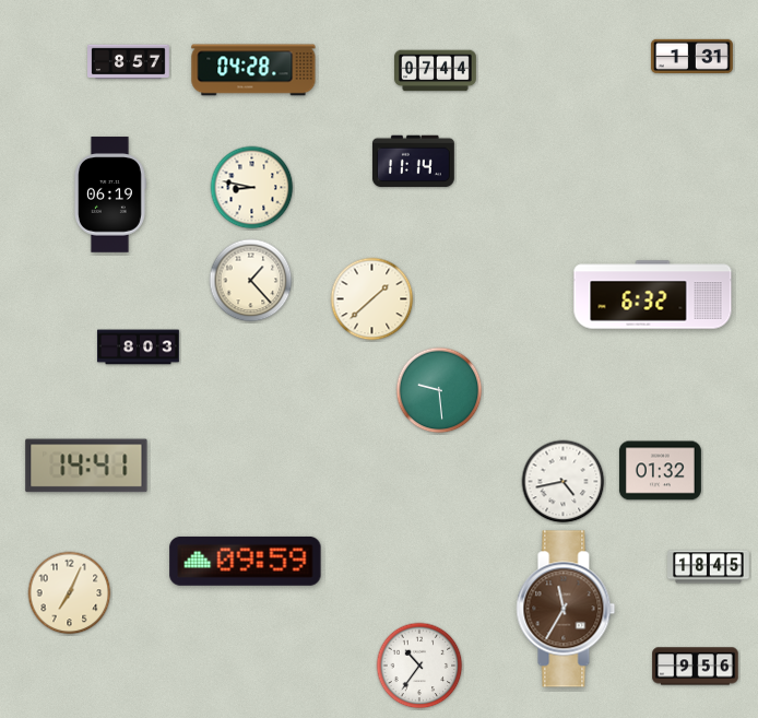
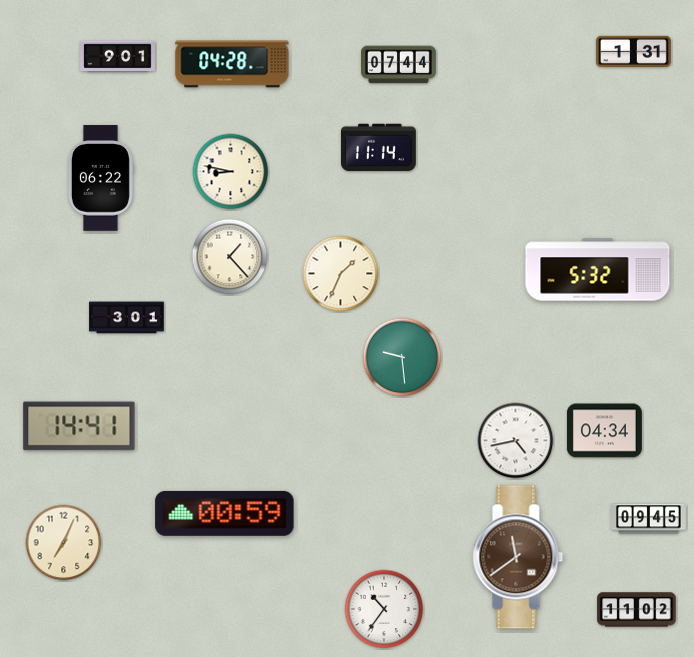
clock at (129, 62): 8:57 -> 9:01
clock at (109, 195): 06:19 -> 06:22
clock at (653, 295): 6:32 -> 5:32
clock at (372, 299): 1:38 -> 1:34
clock at (139, 348): 8:03 -> 3:01
clock at (660, 471): 01:32 -> 04:34
clock at (246, 561): 09:59 -> 00:59
clock at (709, 567): 18:45 -> 09:45
clock at (566, 609): 11:35 -> 11:39
clock at (696, 667): 9:56 -> 11:02
